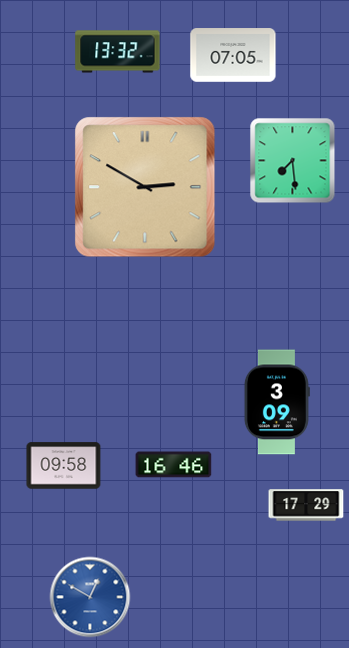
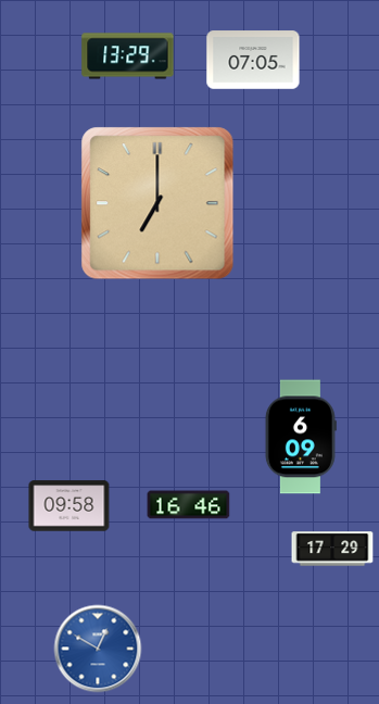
clock at (118, 52): 13:32 -> 13:29
clock at (293, 161): 7:29 -> none
clock at (145, 187): 2:50 -> 7:00
clock at (277, 402): 3:09 -> 6:09
